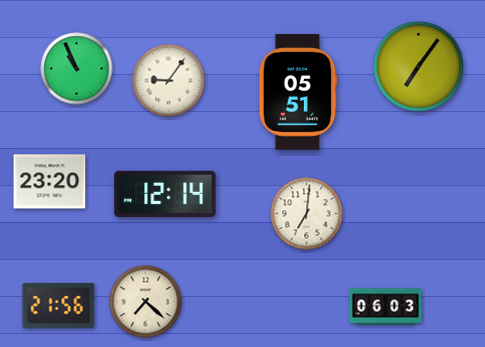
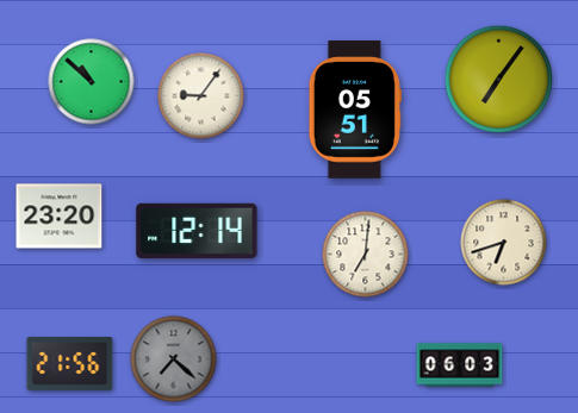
clock at (77, 69): 10:56 -> 10:52
clock at (504, 243): none -> 6:42
clock at (146, 302) dial: cream -> grey
